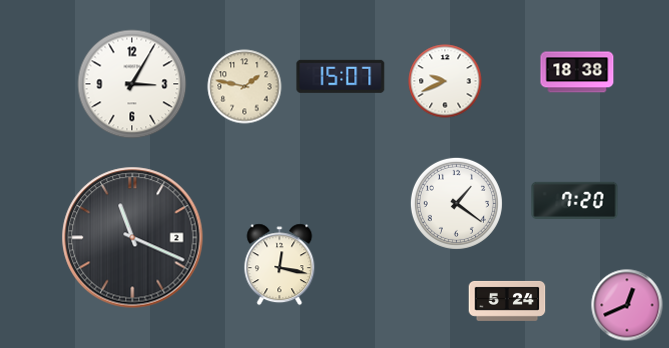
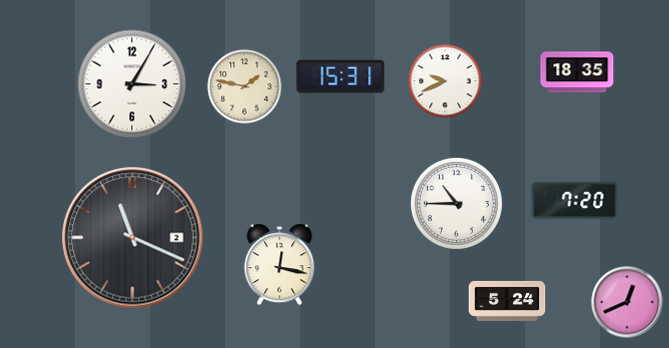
clock at (577, 72): 18:38 -> 18:35
clock at (341, 76): 15:07 -> 15:31
clock at (456, 203): 1:21 -> 10:45
clock at (627, 305) position: (627, 305) -> (627, 302)
